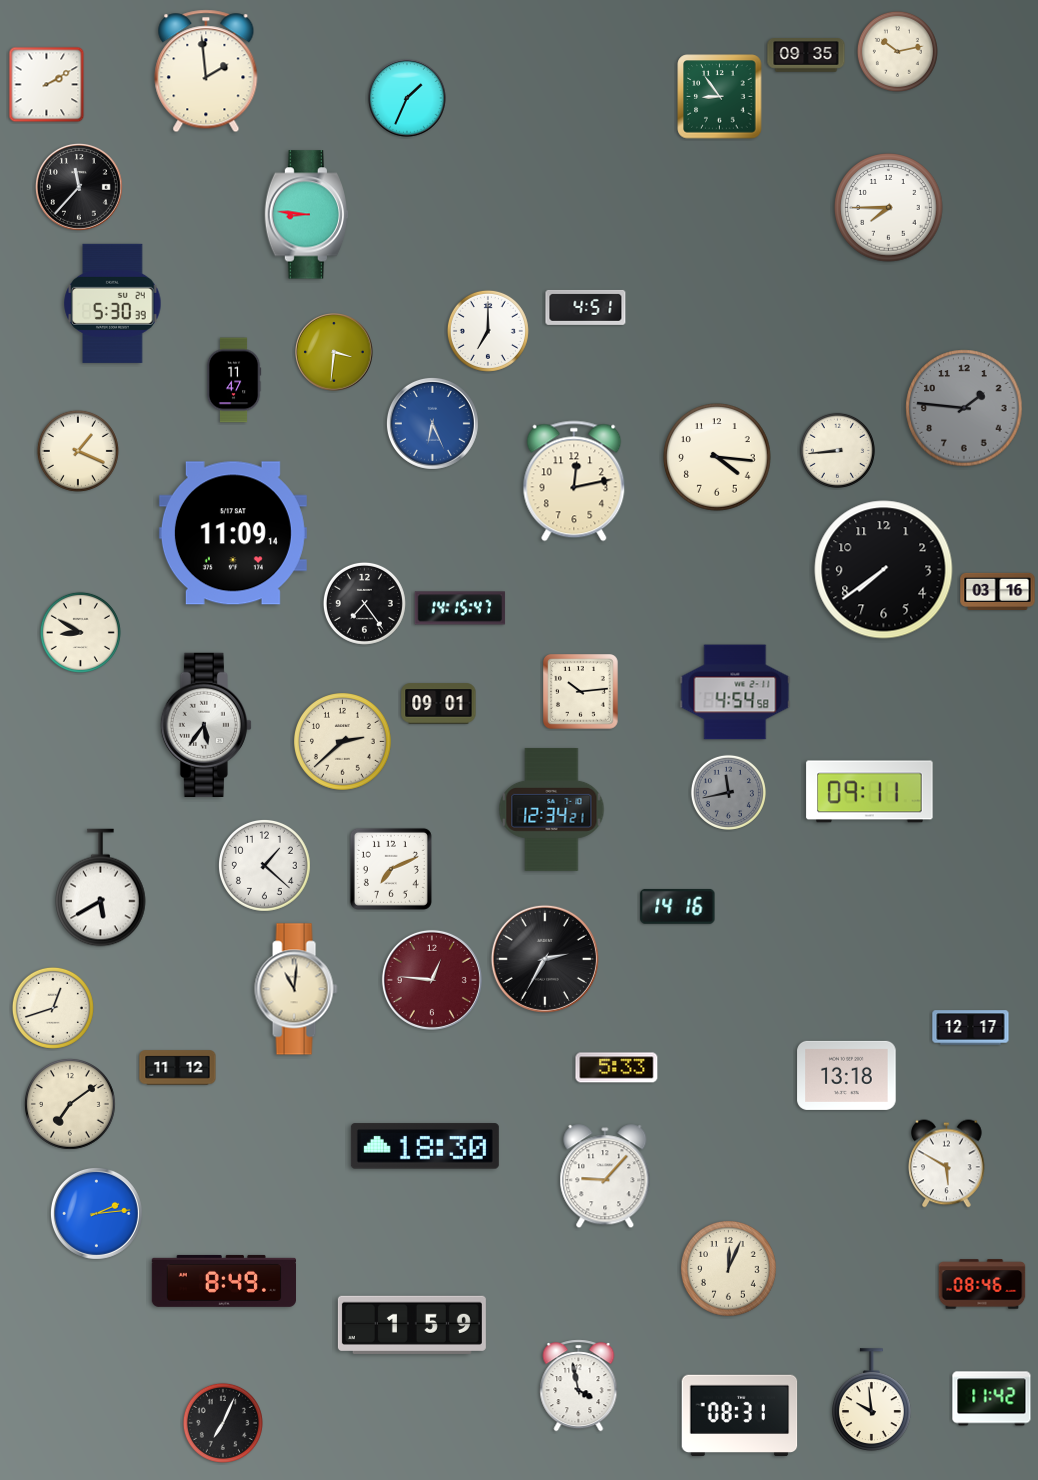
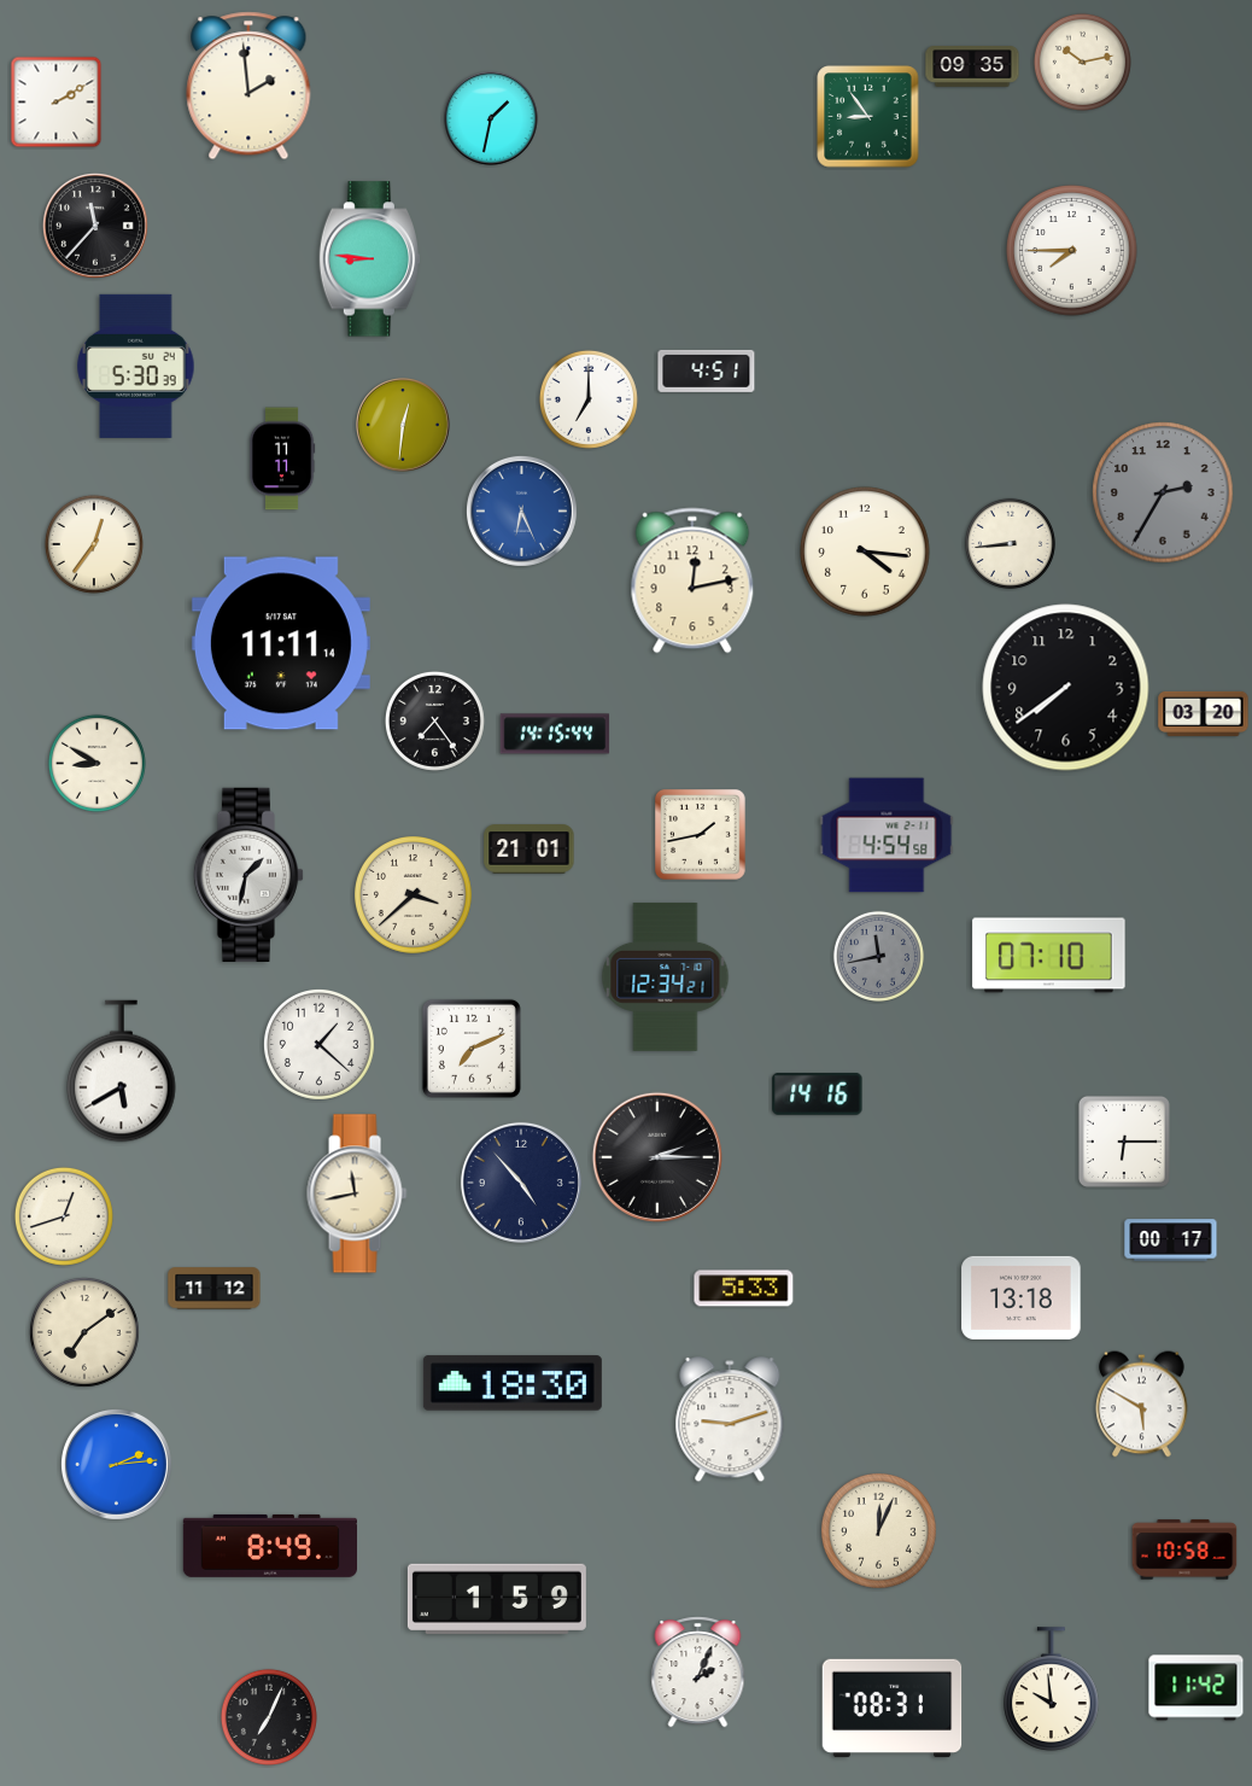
clock at (407, 98): 1:34 -> 1:32
clock at (334, 352): 3:31 -> 12:31
clock at (234, 380): 11:47 -> 11:11
clock at (964, 408): 1:46 -> 2:35
clock at (78, 451): 1:19 -> 12:36
clock at (233, 533): 11:09 -> 11:11
clock at (998, 591): 03:16 -> 03:20
clock at (364, 603) position: (364, 603) -> (434, 720)
clock at (460, 608): 14:15:47 -> 14:15:44
clock at (581, 692): 10:14 -> 1:43
clock at (439, 704): 09:01 -> 21:01
clock at (206, 725): 5:36 -> 1:32
clock at (343, 742): 2:38 -> 3:38
clock at (870, 792): 09:11 -> 07:10
clock at (1124, 1142): none -> 6:15
clock at (545, 959): 2:35 -> 2:15
clock at (432, 980): 12:46 -> 4:53
clock at (432, 980) dial: burgundy -> navy
clock at (296, 989): 11:01 -> 11:43
clock at (971, 1028): 12:17 -> 00:17
clock at (605, 1177): 9:07 -> 9:12
clock at (982, 1284): 08:46 -> 10:58
clock at (579, 1386): 3:58 -> 2:04
